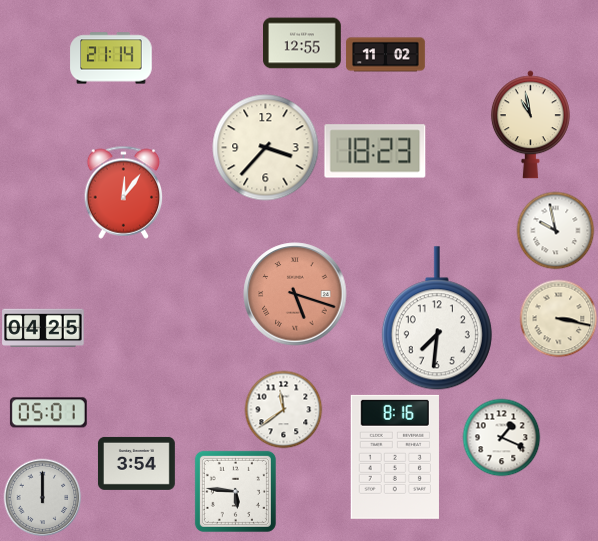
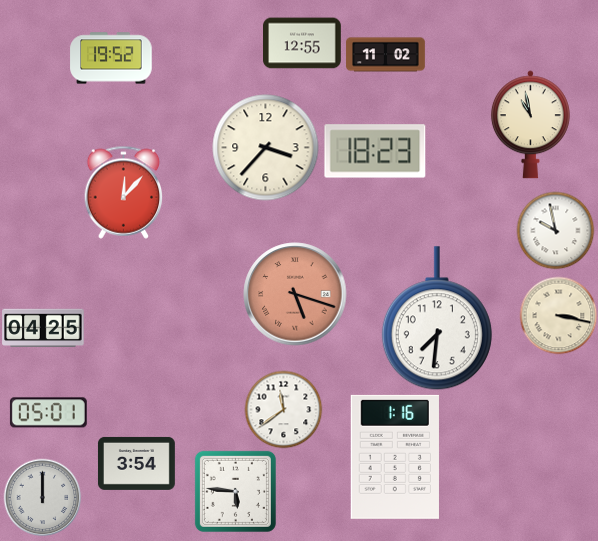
clock at (111, 58): 21:14 -> 19:52
clock at (124, 192): 12:06 -> 12:07
clock at (558, 318) position: (558, 318) -> (558, 315)
clock at (501, 437): 1:19 -> none
clock at (395, 457): 8:16 -> 1:16
